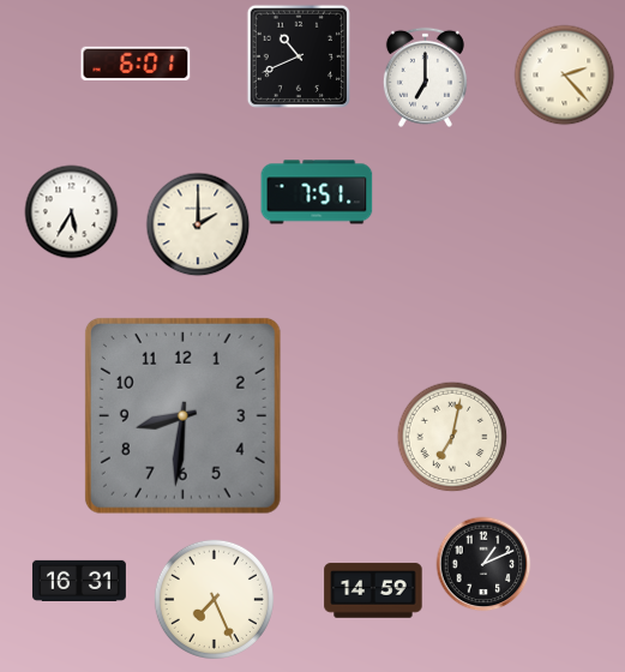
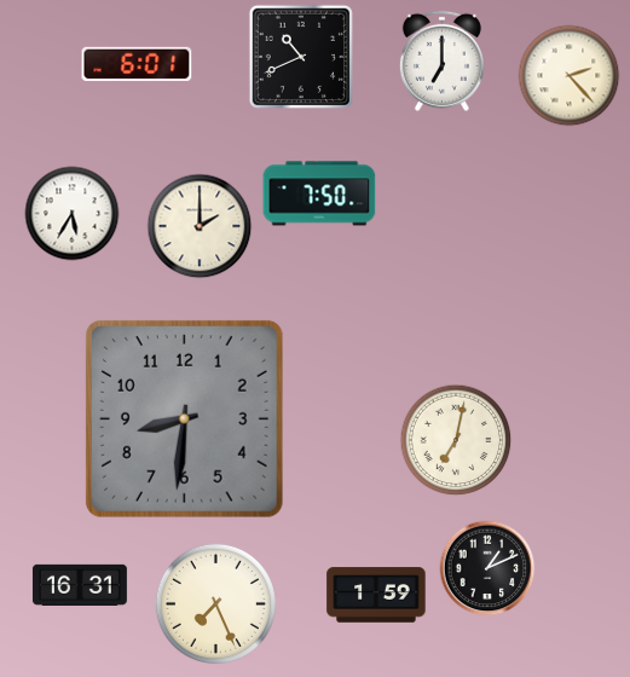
clock at (425, 77) position: (425, 77) -> (441, 60)
clock at (317, 192): 7:51 -> 7:50
clock at (373, 590): 14:59 -> 1:59
